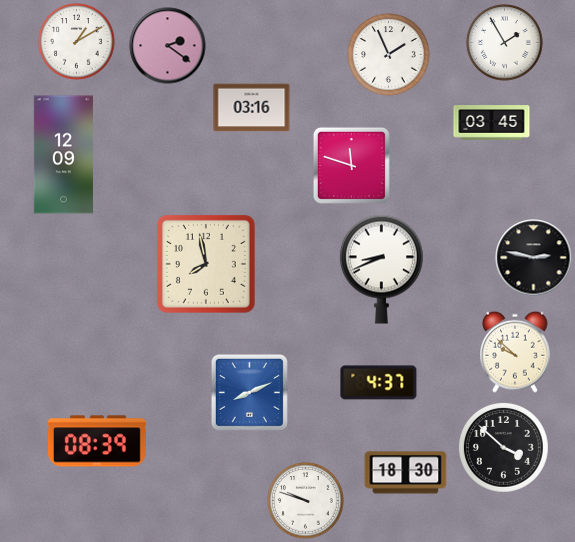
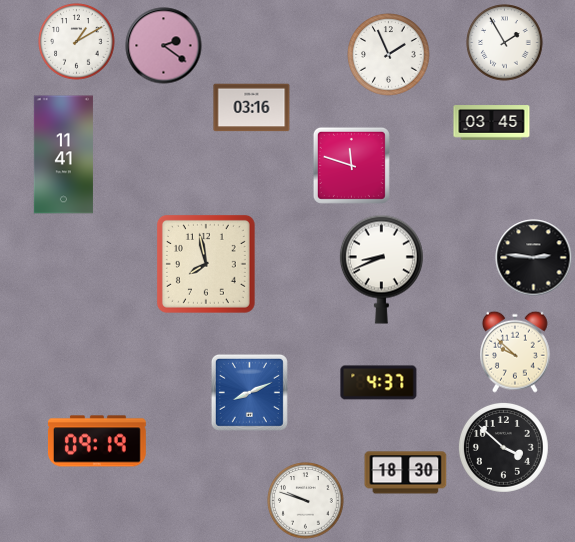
clock at (168, 46) position: (168, 46) -> (164, 46)
clock at (63, 155): 12:09 -> 11:41
clock at (534, 258): 2:47 -> 2:46
clock at (97, 441): 08:39 -> 09:19
